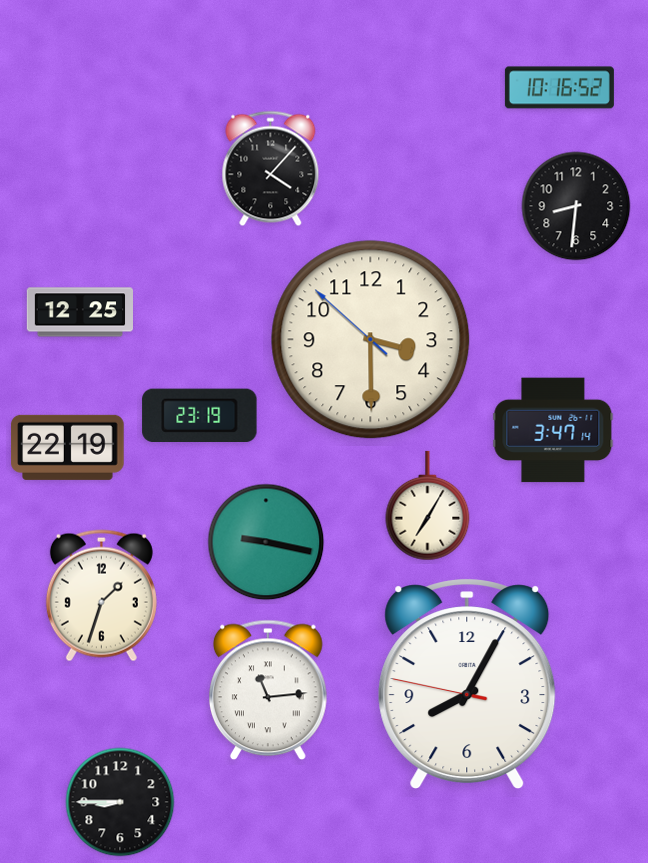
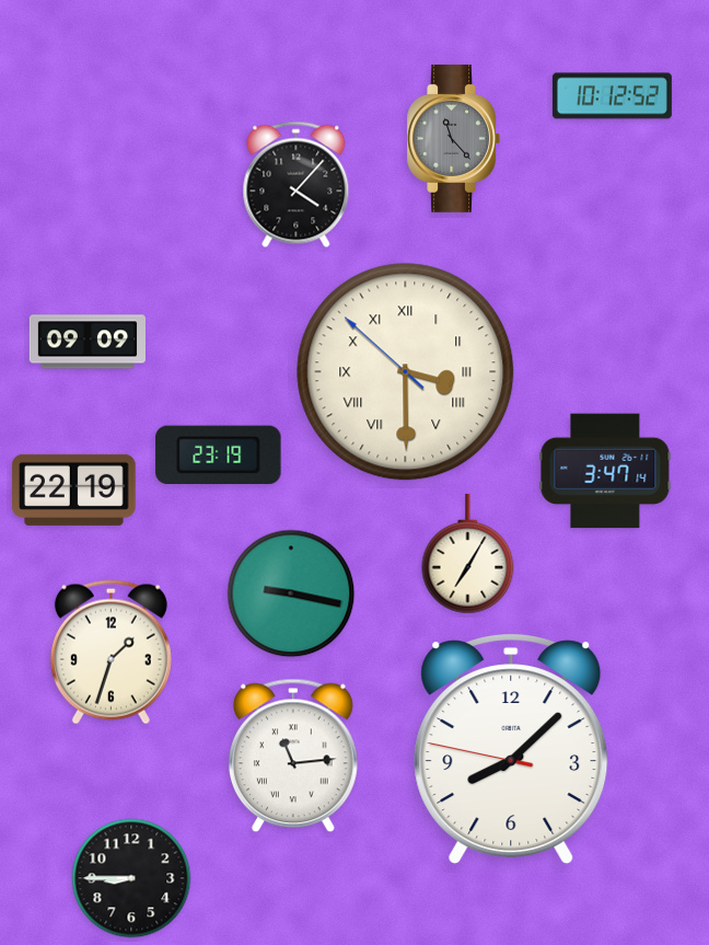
clock at (559, 88): 10:16 -> 10:12
clock at (453, 138): none -> 11:23
clock at (576, 206): 8:31 -> none
clock at (79, 312): 12:25 -> 09:09
clock at (371, 340) numerals: Arabic -> Roman
clock at (467, 683): 8:04 -> 8:07
